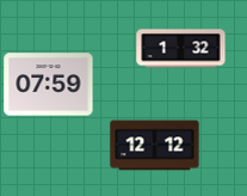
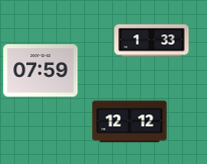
clock at (181, 49): 1:32 -> 1:33
